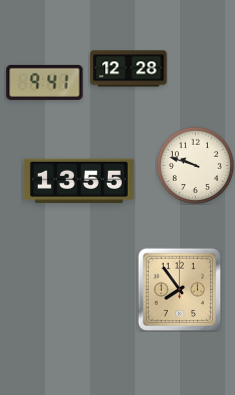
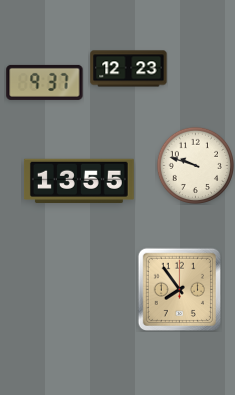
clock at (129, 69): 12:28 -> 12:23
clock at (45, 82): 9:41 -> 9:37
